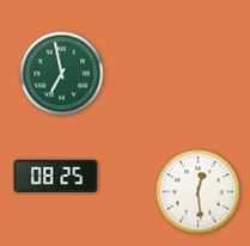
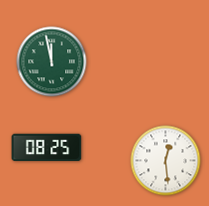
clock at (62, 74): 6:58 -> 11:58
